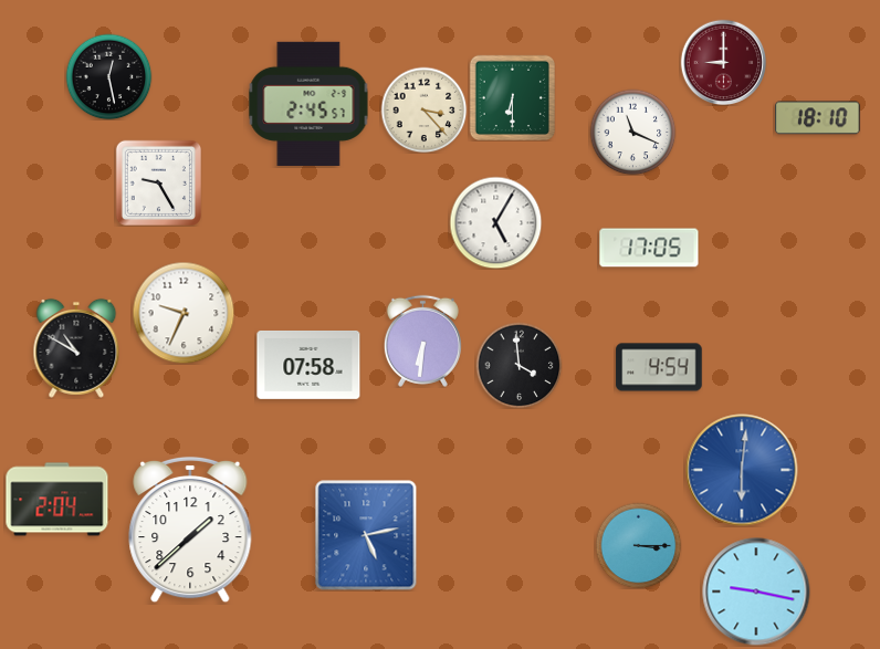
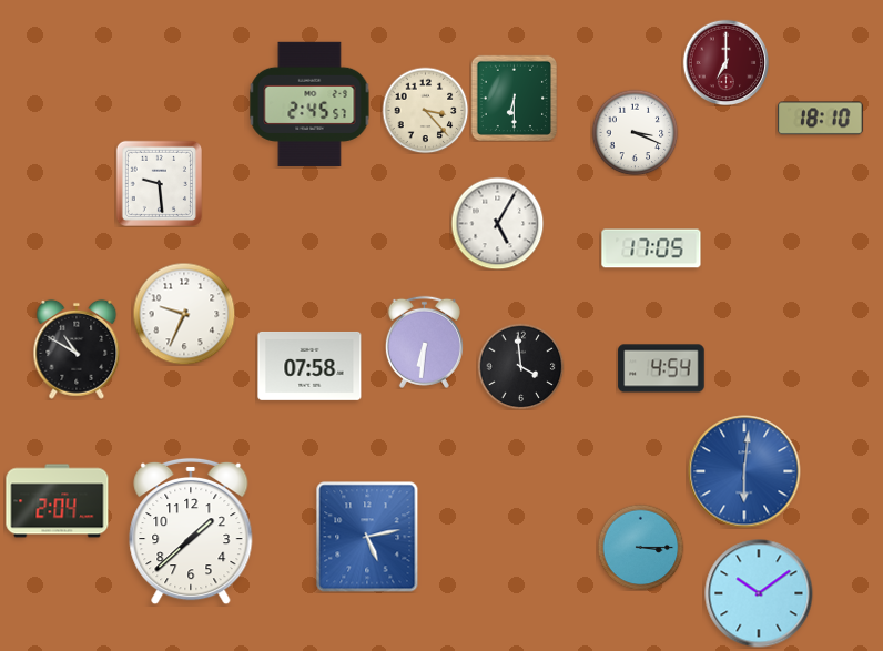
clock at (723, 62): 9:00 -> 7:00
clock at (108, 76): 12:28 -> none
clock at (632, 132): 11:19 -> 3:19
clock at (158, 182): 9:25 -> 9:29
clock at (756, 592): 9:17 -> 10:09
